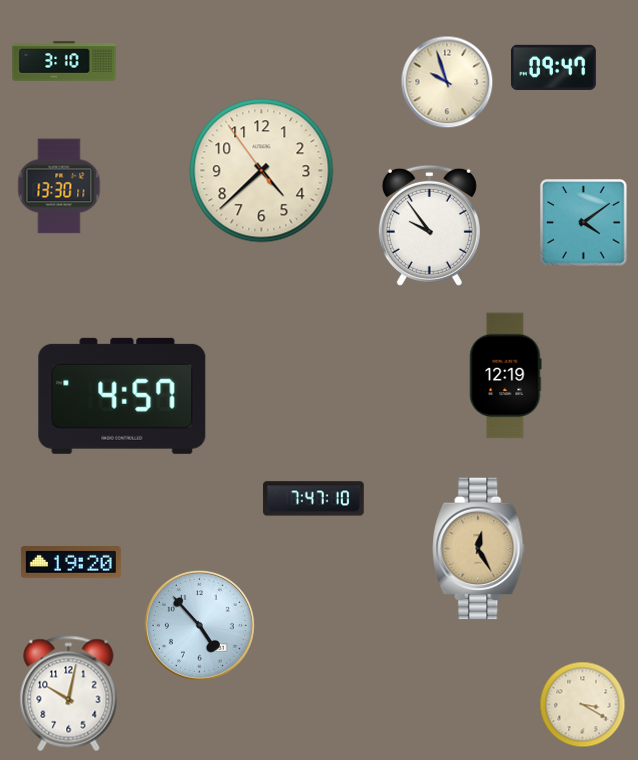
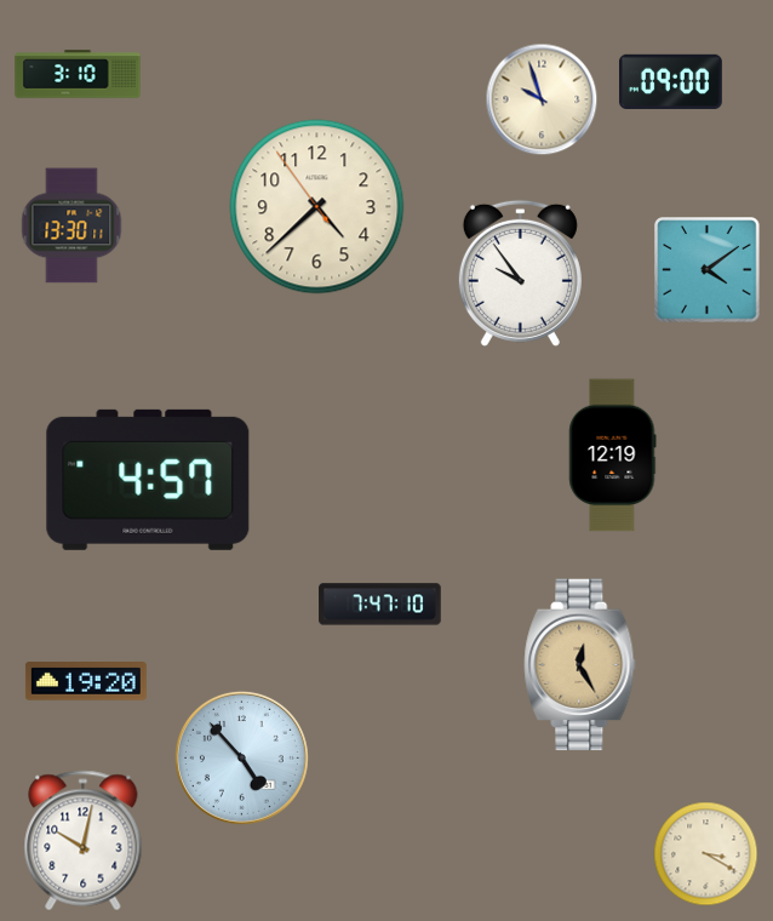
clock at (553, 67): 09:47 -> 09:00
